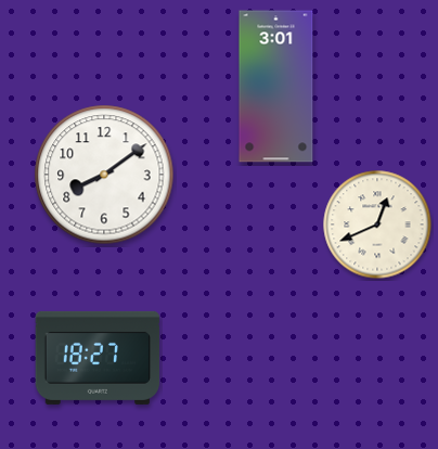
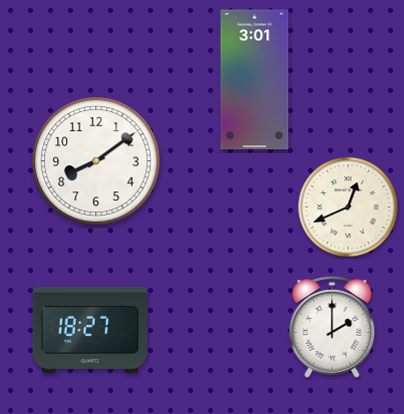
clock at (332, 327): none -> 2:00
